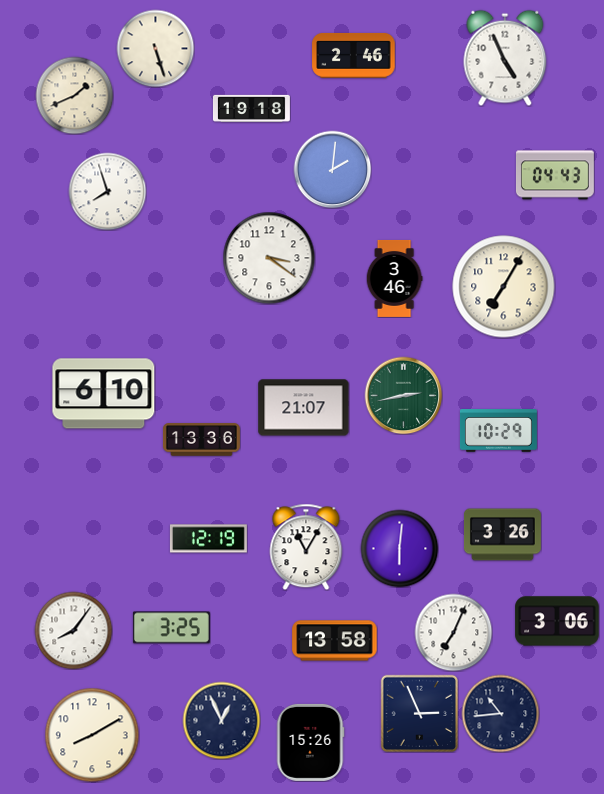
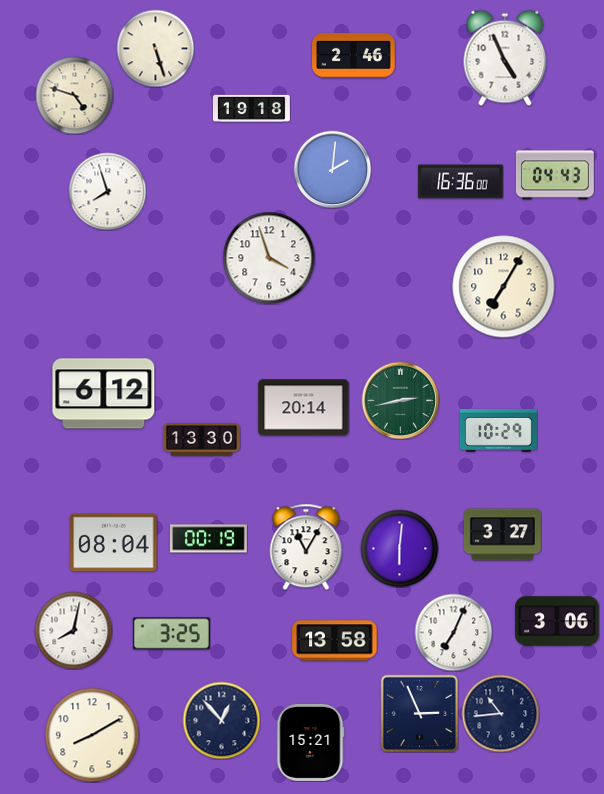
clock at (74, 95): 1:41 -> 4:48
clock at (461, 182): none -> 16:36
clock at (269, 258): 3:21 -> 3:57
clock at (394, 278): 3:46 -> none
clock at (104, 394): 6:10 -> 6:12
clock at (403, 395) position: (403, 395) -> (400, 400)
clock at (304, 408): 21:07 -> 20:14
clock at (201, 440): 13:36 -> 13:30
clock at (502, 535): 3:26 -> 3:27
clock at (208, 539): 12:19 -> 00:19
clock at (114, 543): none -> 08:04
clock at (171, 628) position: (171, 628) -> (171, 634)
clock at (73, 630): 8:06 -> 8:02
clock at (221, 720): 12:56 -> 12:53
clock at (310, 742): 15:26 -> 15:21
